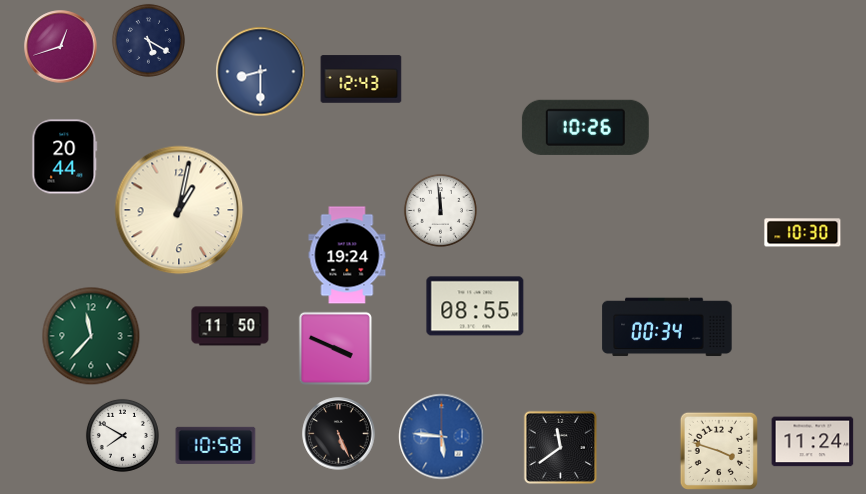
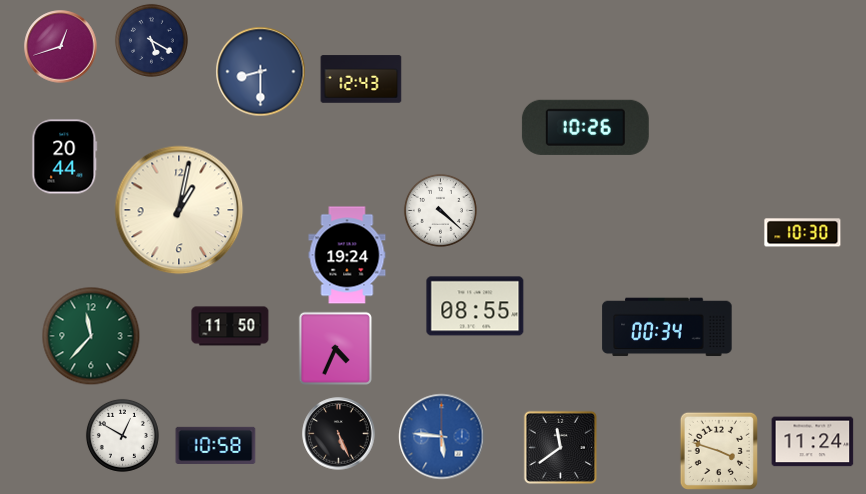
clock at (148, 40) position: (148, 40) -> (151, 40)
clock at (440, 210): 11:59 -> 4:22
clock at (335, 348): 3:49 -> 4:34
clock at (122, 435): 7:50 -> 12:50
